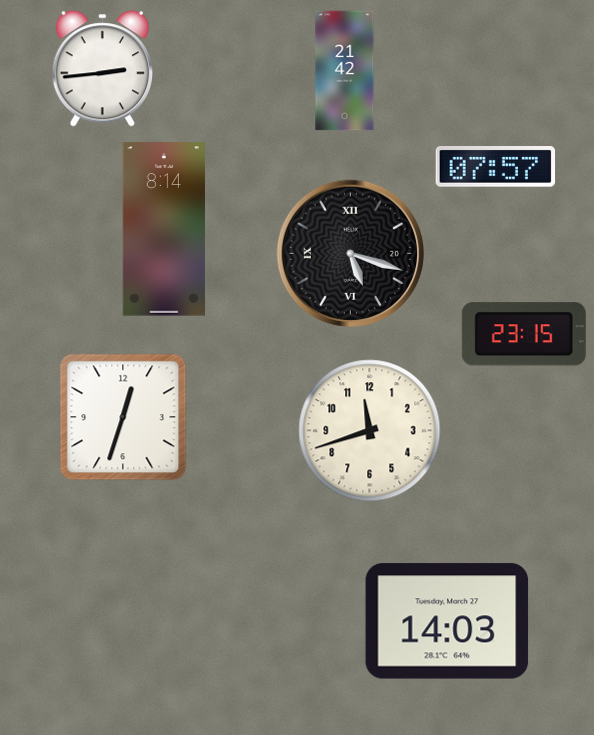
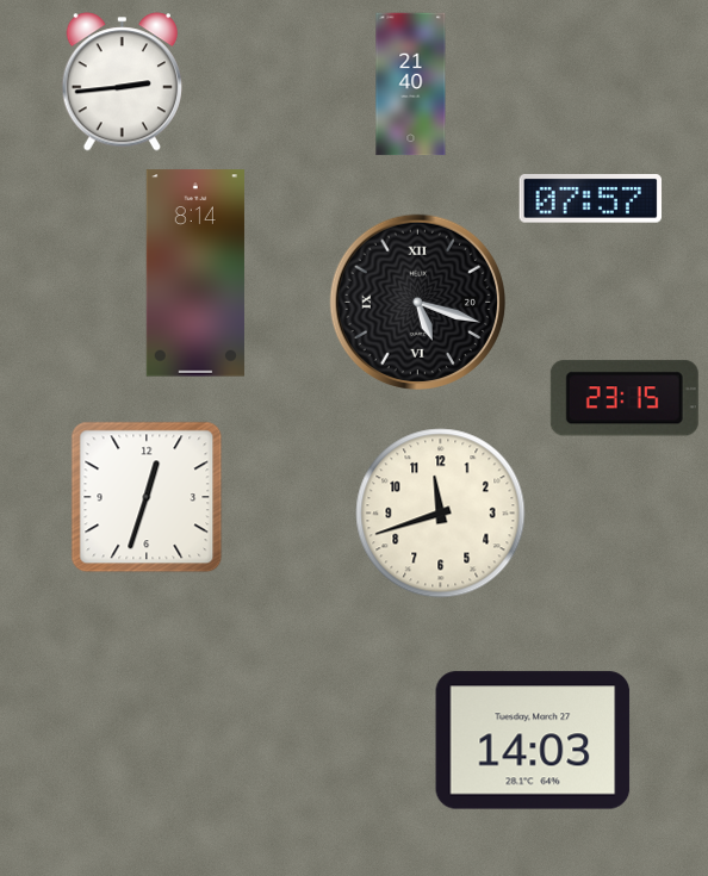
clock at (345, 71): 21:42 -> 21:40
